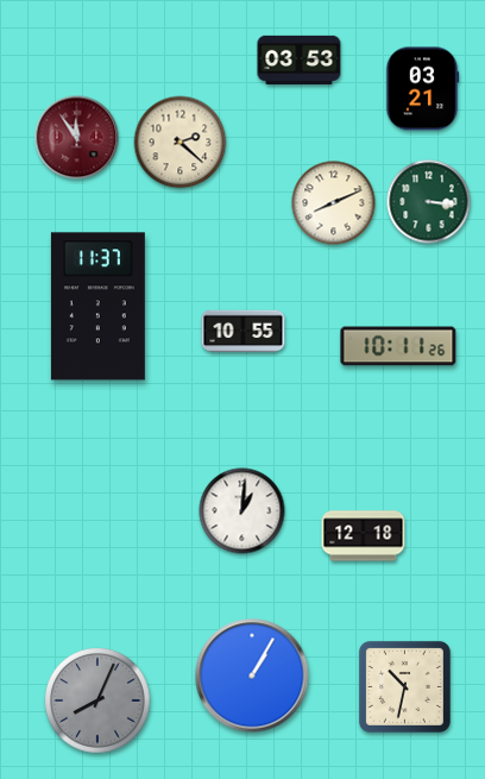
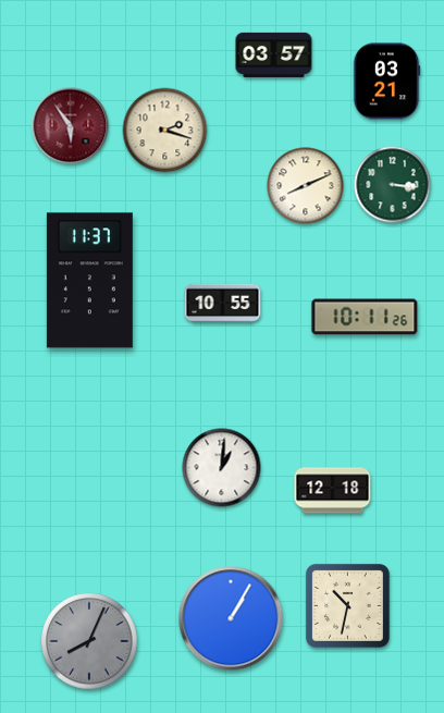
clock at (300, 59): 03:53 -> 03:57
clock at (77, 138): 11:54 -> 5:54
clock at (181, 143): 2:22 -> 2:18
clock at (404, 686) position: (404, 686) -> (347, 605)
